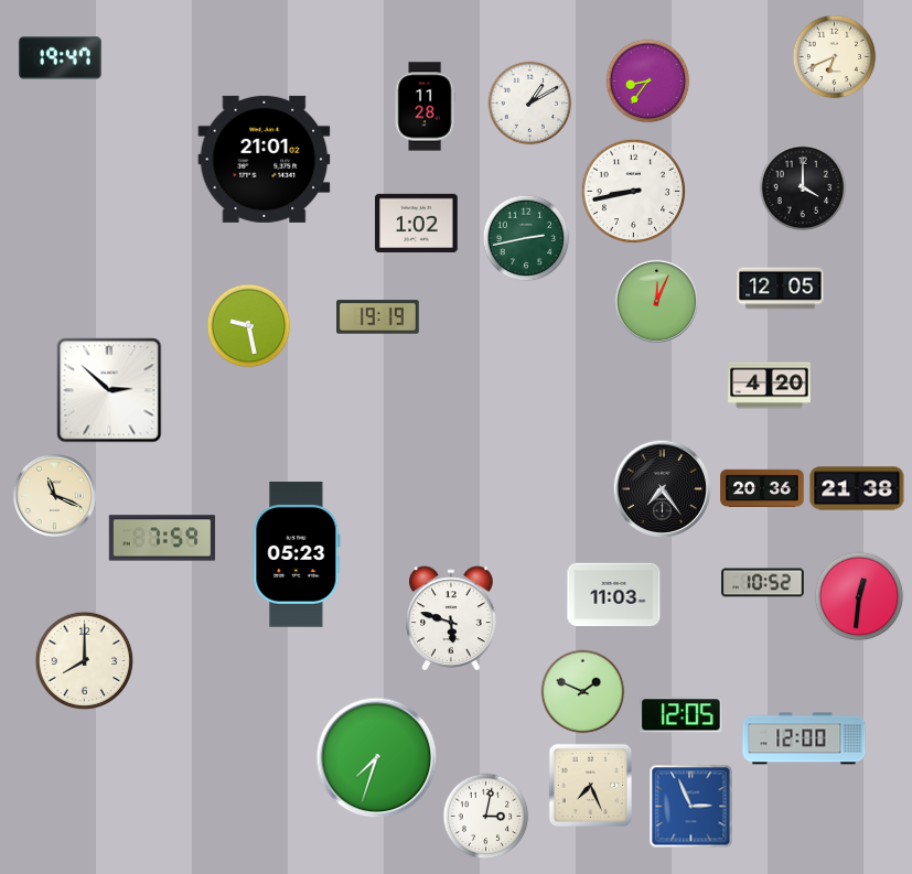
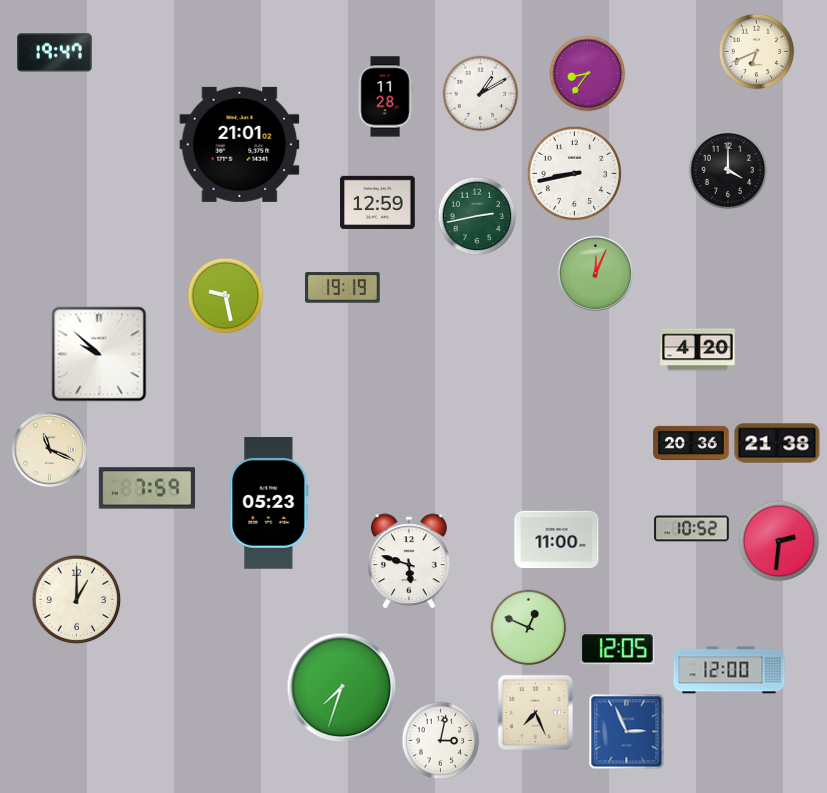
clock at (417, 223): 1:02 -> 12:59
clock at (781, 289): 12:05 -> none
clock at (109, 390): 2:52 -> 9:52
clock at (663, 489): 7:24 -> none
clock at (614, 595): 11:03 -> 11:00
clock at (859, 596): 12:31 -> 2:31
clock at (85, 661): 8:00 -> 1:00
clock at (583, 692): 1:49 -> 12:49
